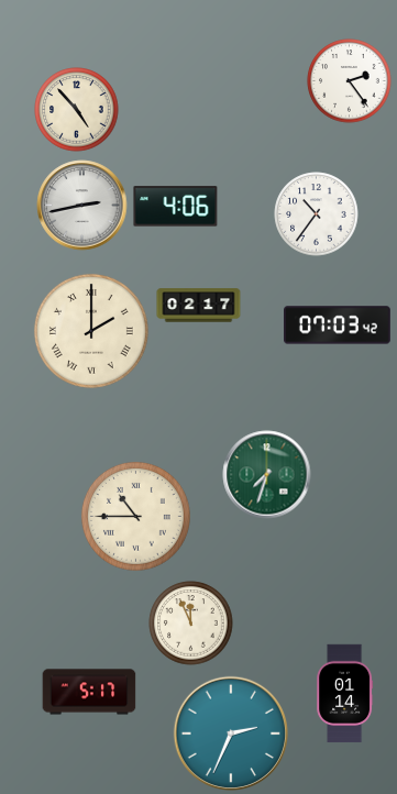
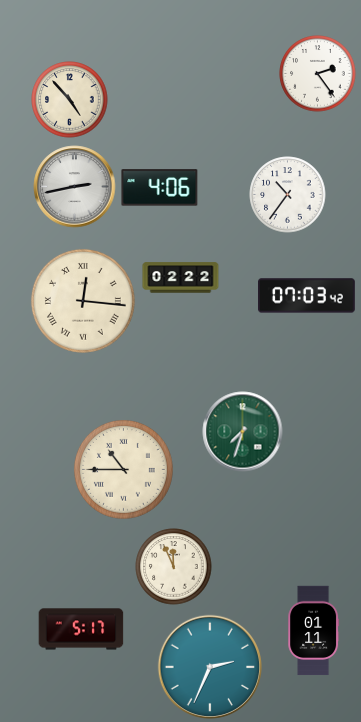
clock at (199, 306): 02:17 -> 02:22
clock at (91, 331): 2:00 -> 12:16
clock at (345, 694): 01:14 -> 01:11
